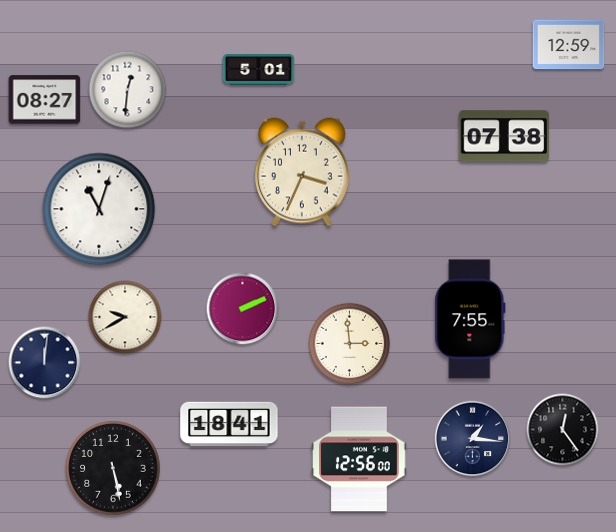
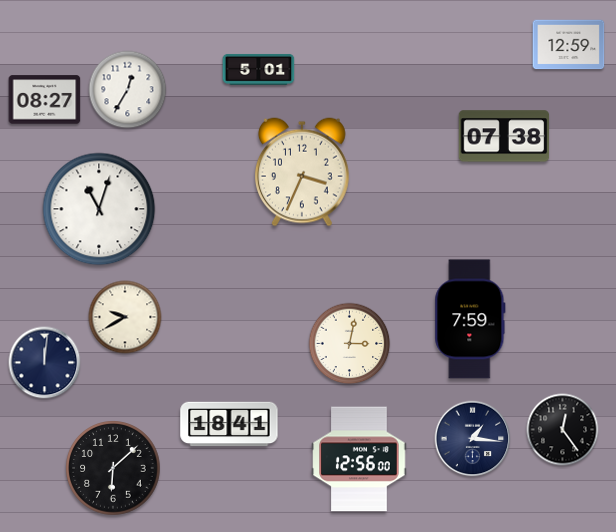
clock at (128, 90): 12:31 -> 12:35
clock at (243, 309): 2:11 -> none
clock at (470, 319): 7:55 -> 7:59
clock at (350, 344): 2:59 -> 3:02
clock at (113, 468): 5:28 -> 6:08
